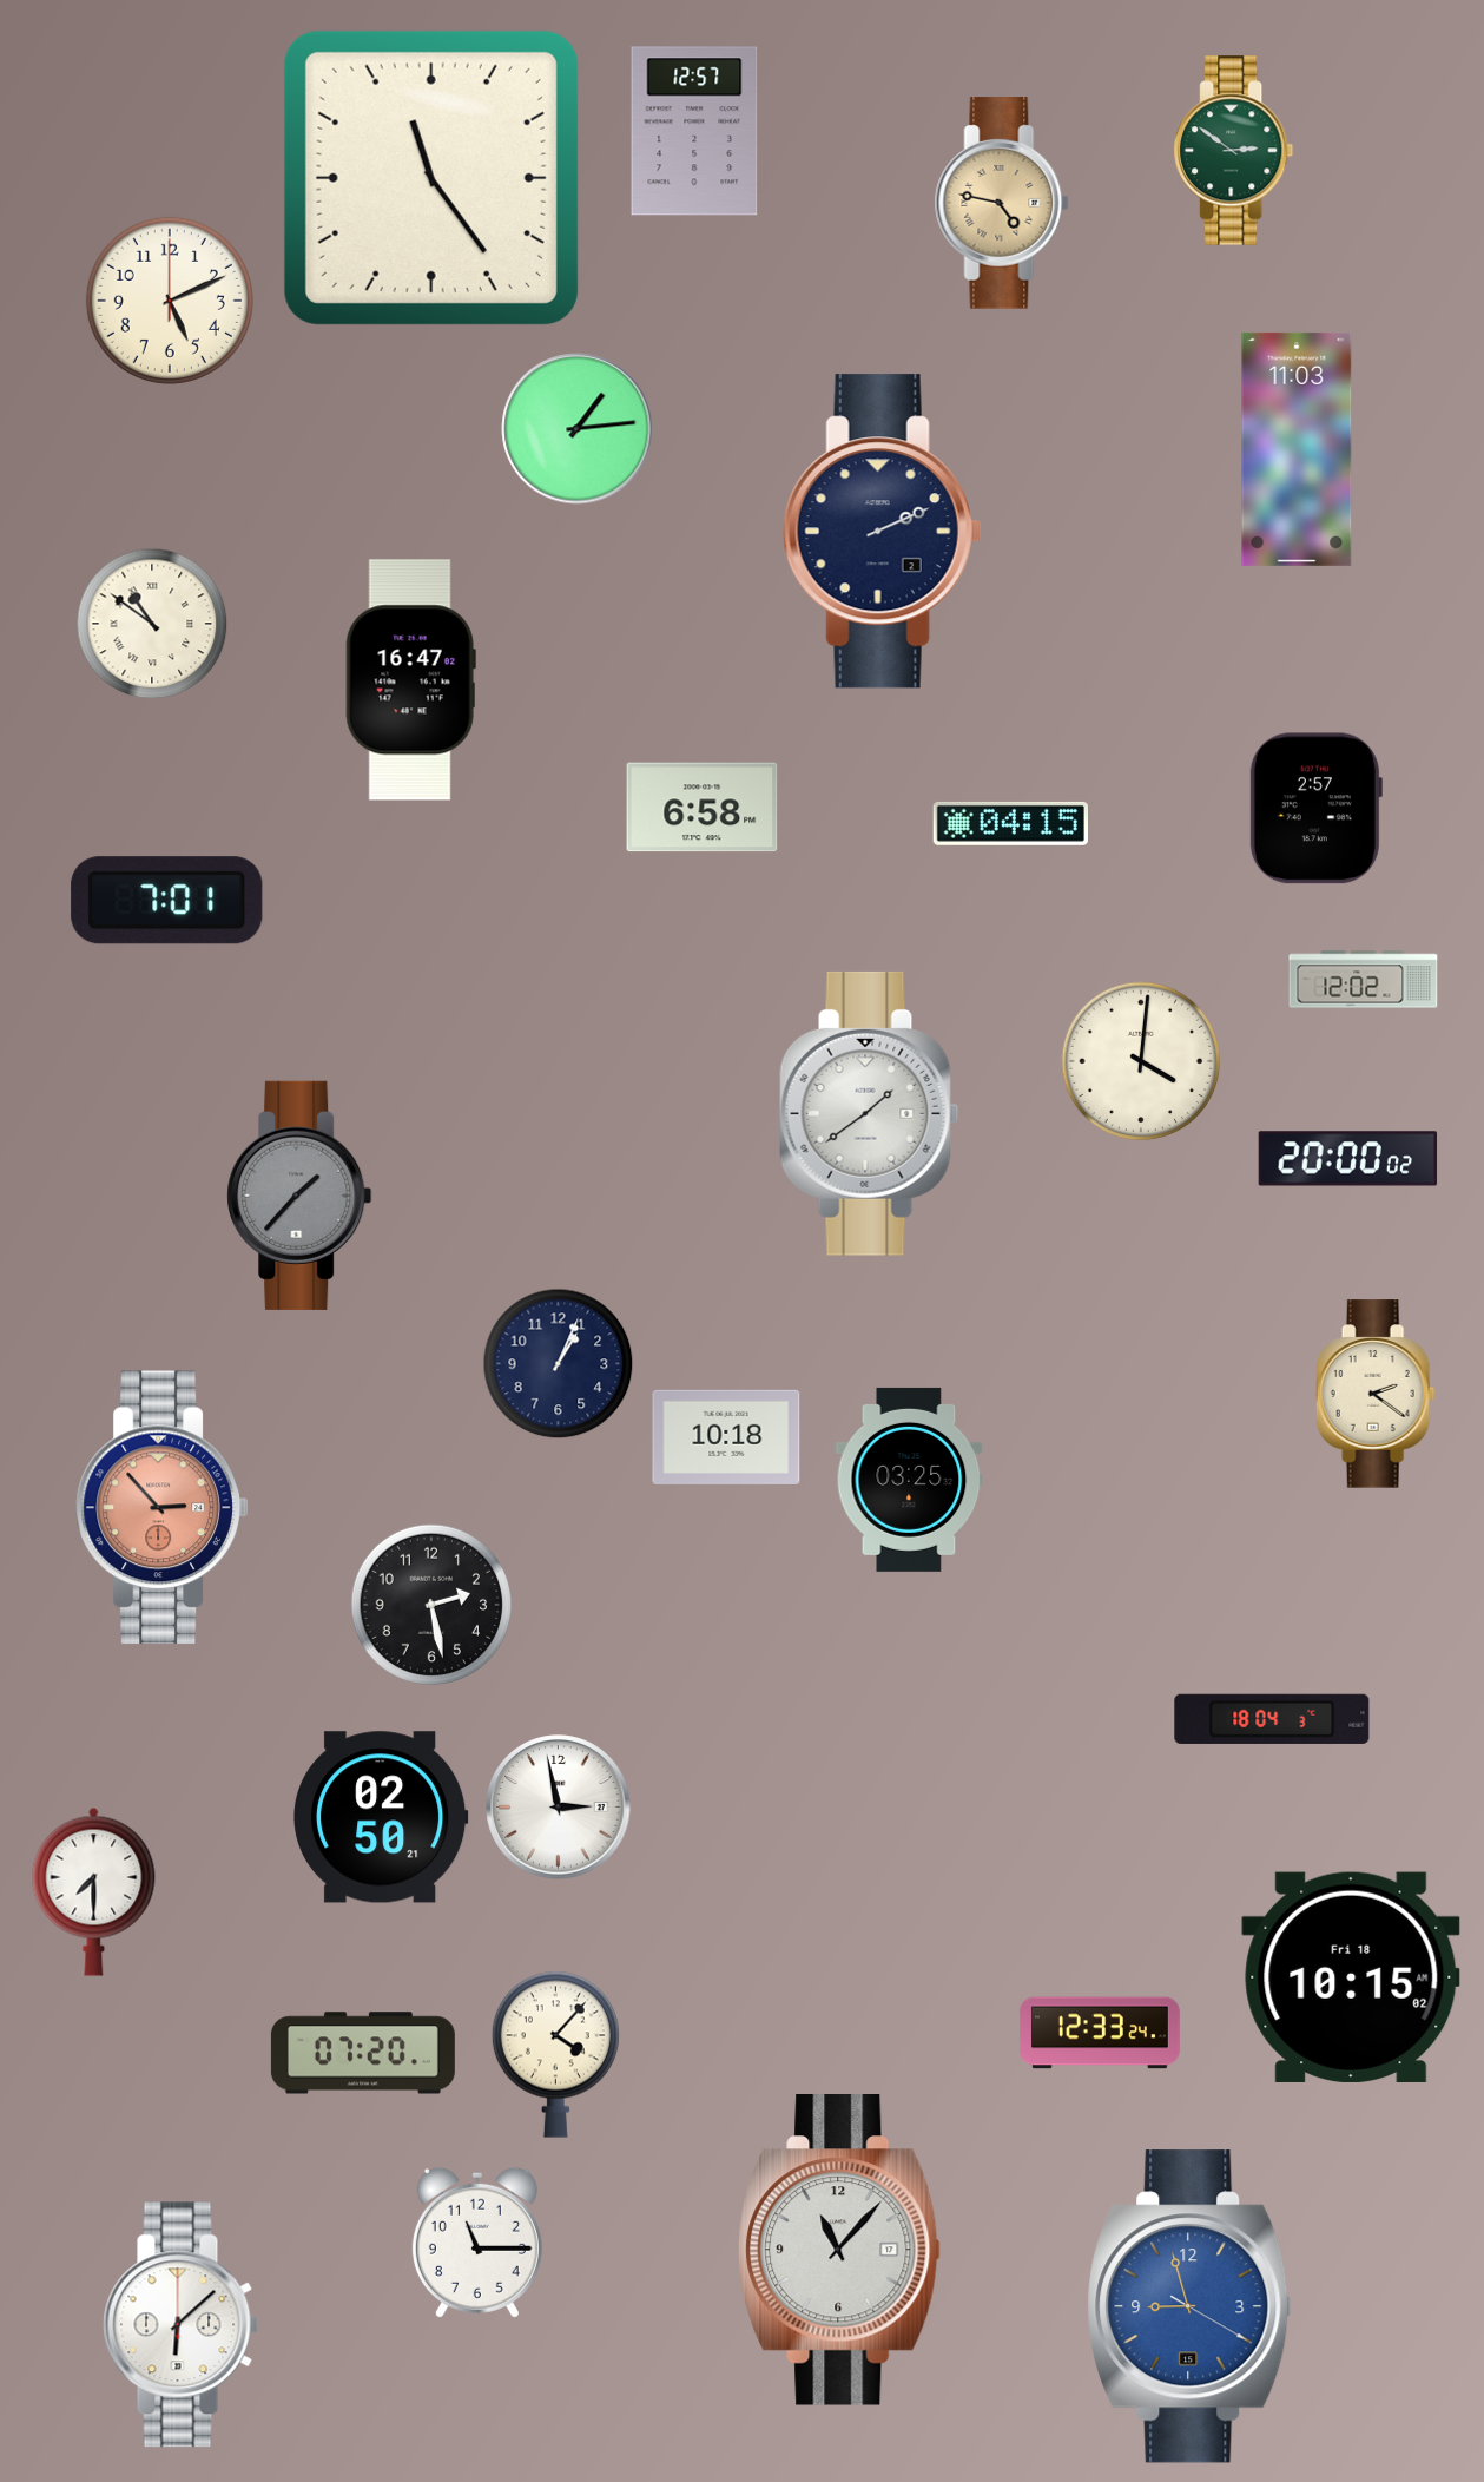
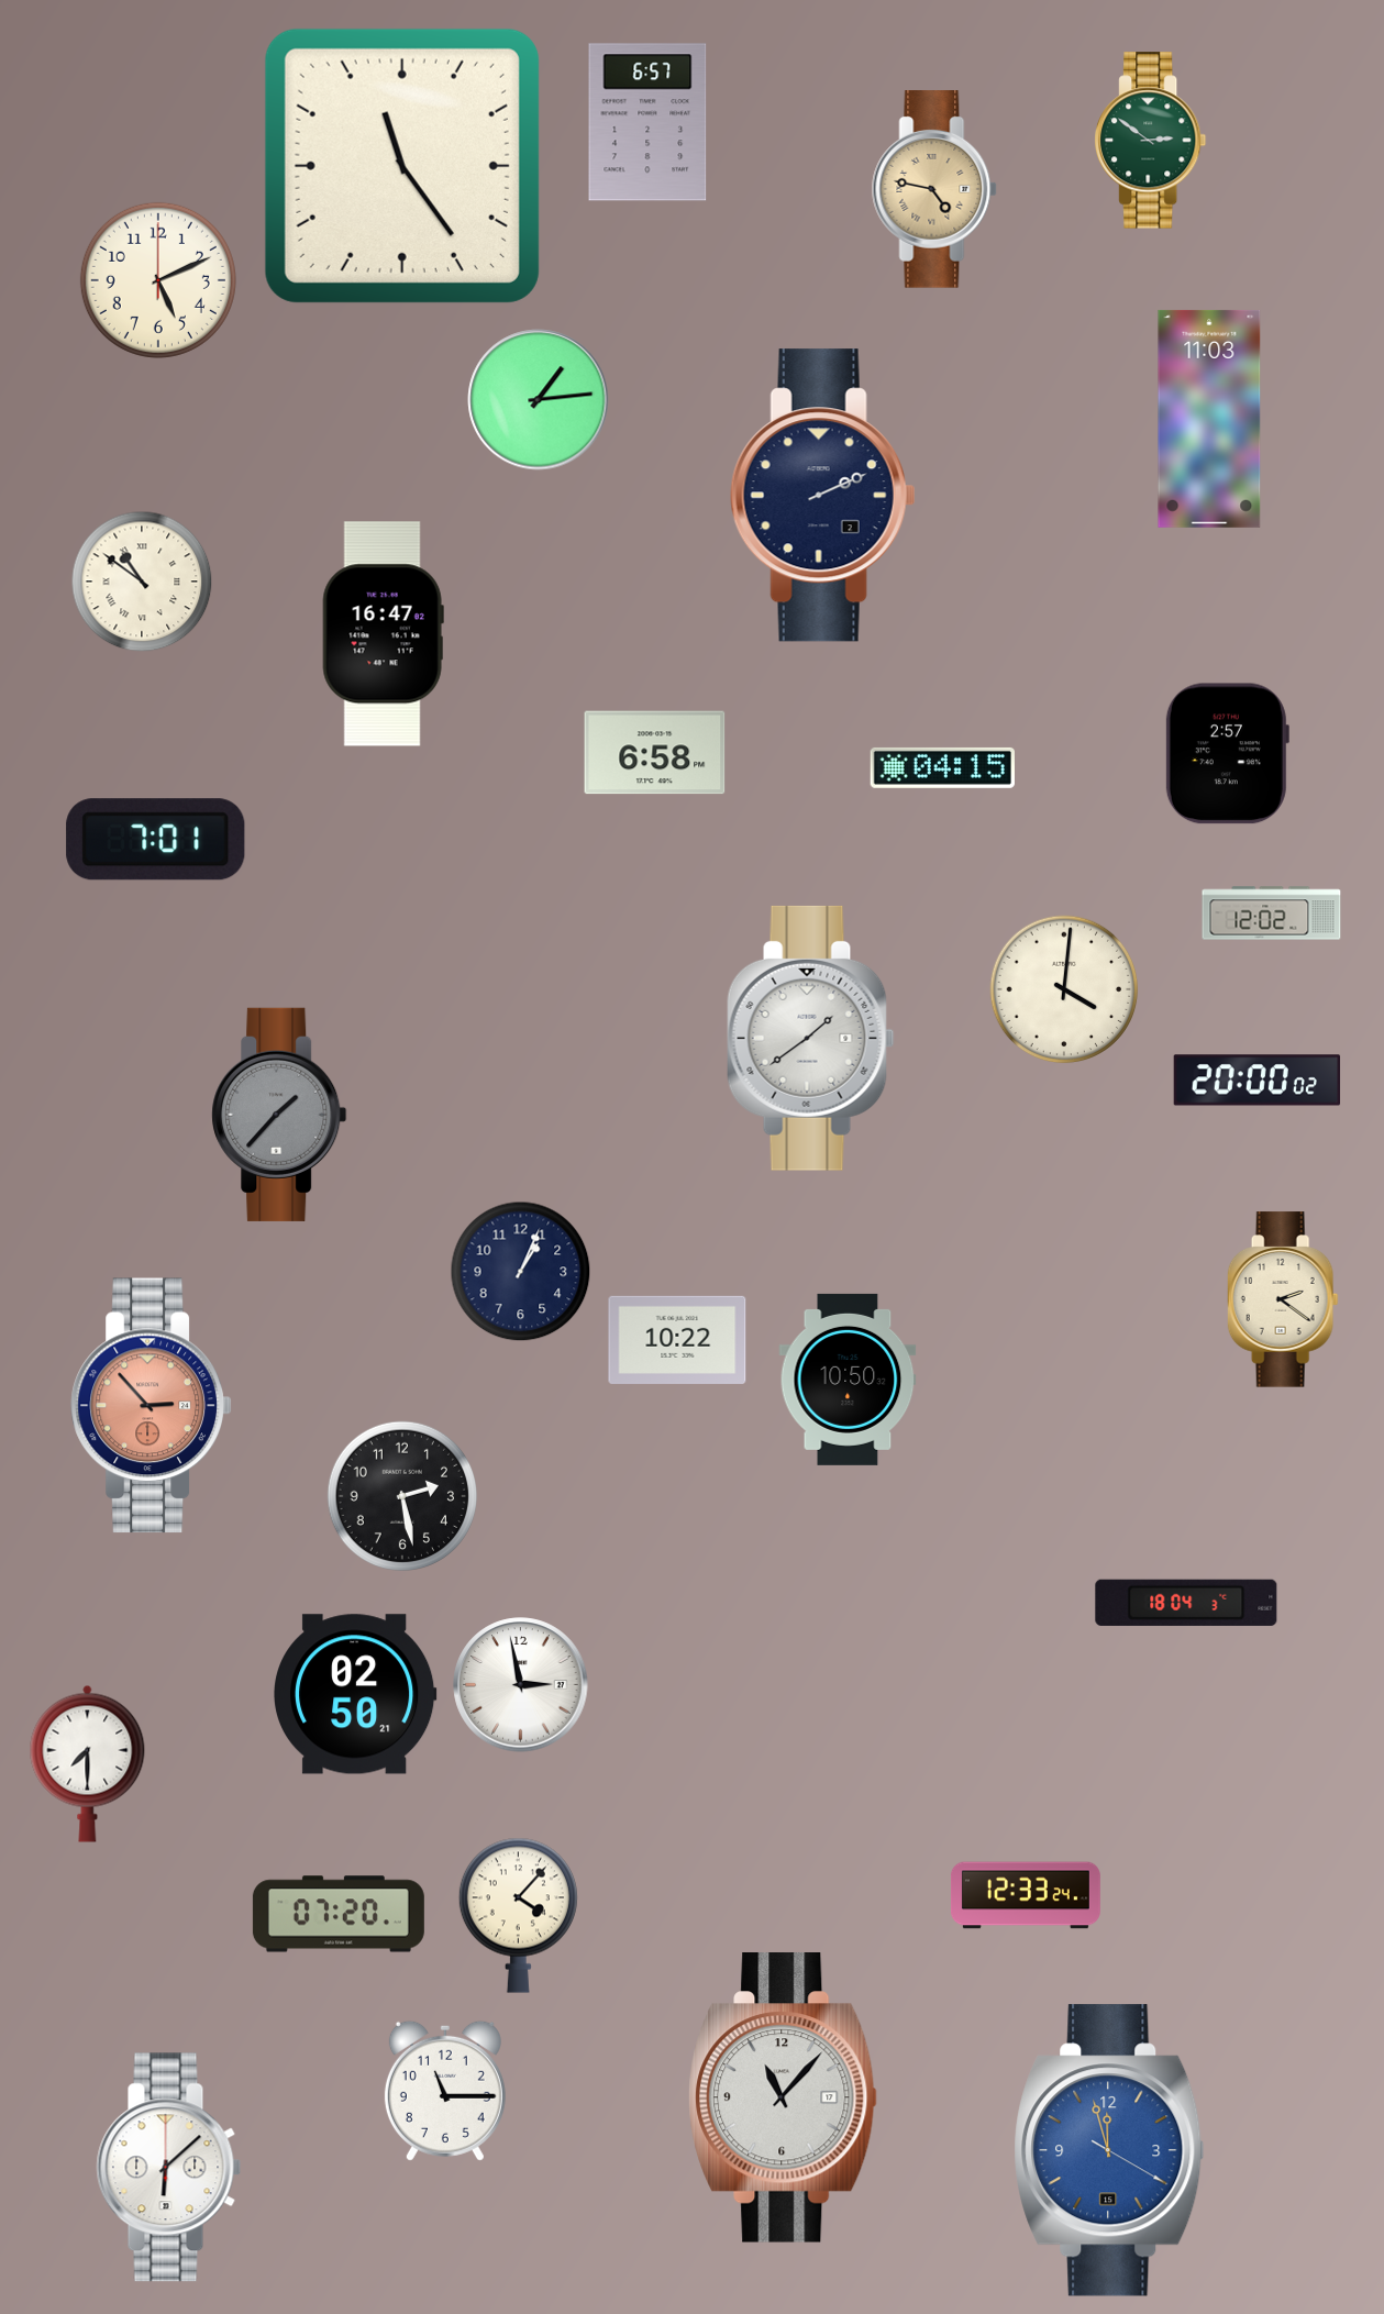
clock at (694, 131): 12:57 -> 6:57
clock at (726, 1437): 10:18 -> 10:22
clock at (909, 1480): 03:25 -> 10:50
clock at (1351, 1977): 10:15 -> none
clock at (1189, 2306): 8:57 -> 11:57
